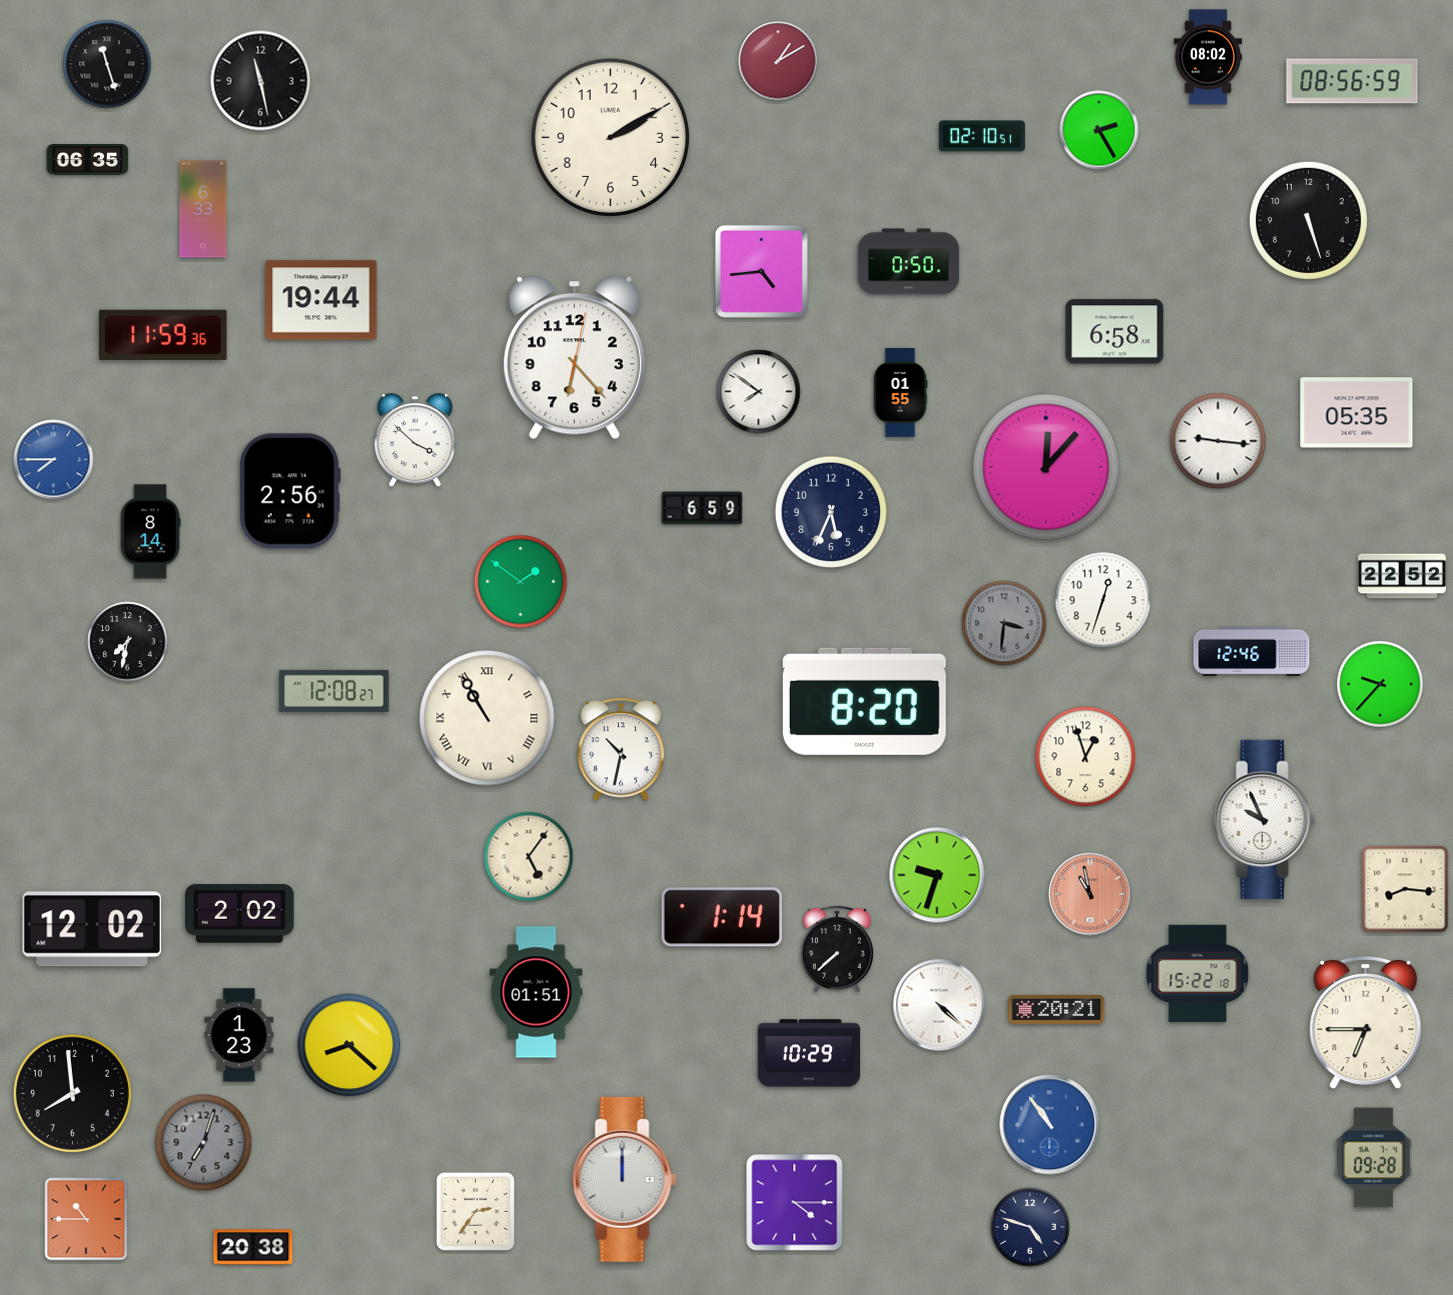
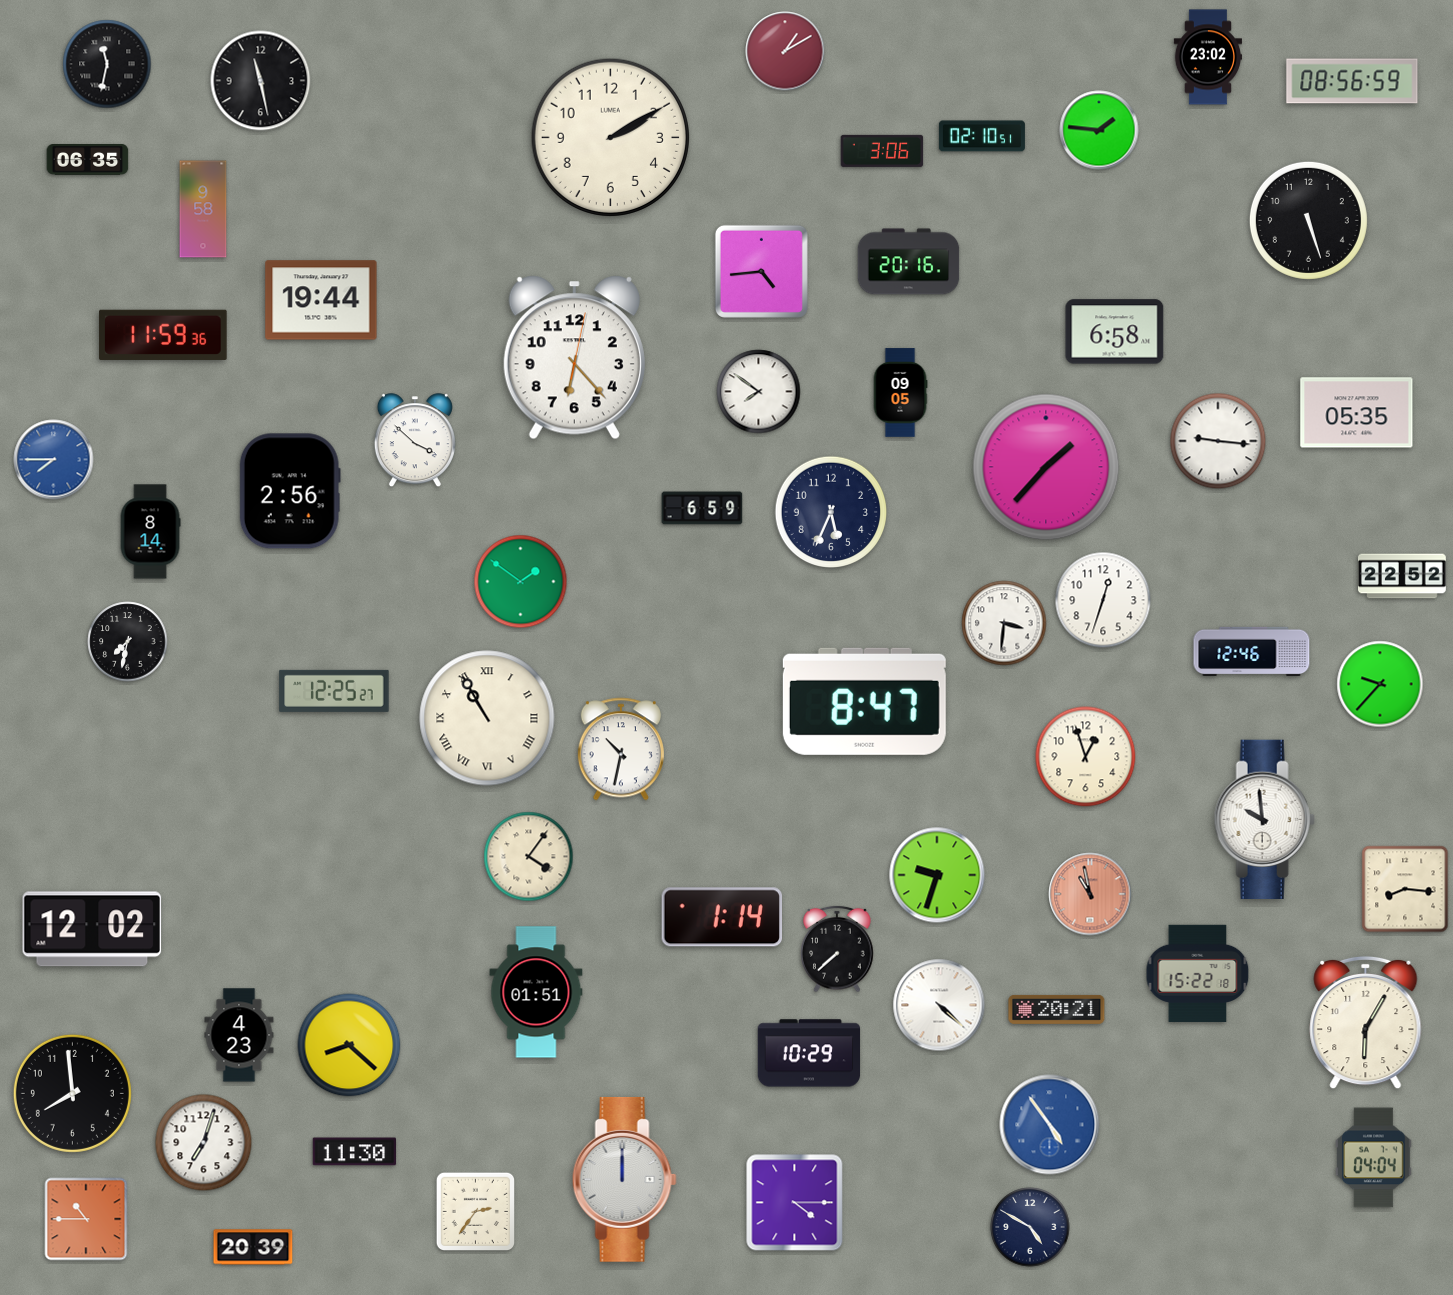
clock at (1208, 57): 08:02 -> 23:02
clock at (778, 61) position: (778, 61) -> (785, 51)
clock at (107, 64): 11:27 -> 11:32
clock at (1099, 130): 2:25 -> 1:46
clock at (882, 151): none -> 3:06
clock at (203, 209): 6:33 -> 9:58
clock at (909, 262): 0:50 -> 20:16
clock at (900, 393): 01:55 -> 09:05
clock at (1046, 467): 12:07 -> 1:37
clock at (1004, 623) dial: grey -> white
clock at (334, 691): 12:08 -> 12:25
clock at (864, 701): 8:20 -> 8:47
clock at (1264, 819): 9:56 -> 9:59
clock at (529, 857): 5:06 -> 4:06
clock at (240, 914): 2:02 -> none
clock at (1366, 1023): 6:45 -> 6:05
clock at (239, 1035): 1:23 -> 4:23
clock at (1050, 1125): 10:54 -> 4:54
clock at (204, 1143) dial: grey -> white
clock at (355, 1152): none -> 11:30
clock at (1374, 1158): 09:28 -> 04:04
clock at (1030, 1227): 4:48 -> 4:50
clock at (253, 1247): 20:38 -> 20:39
